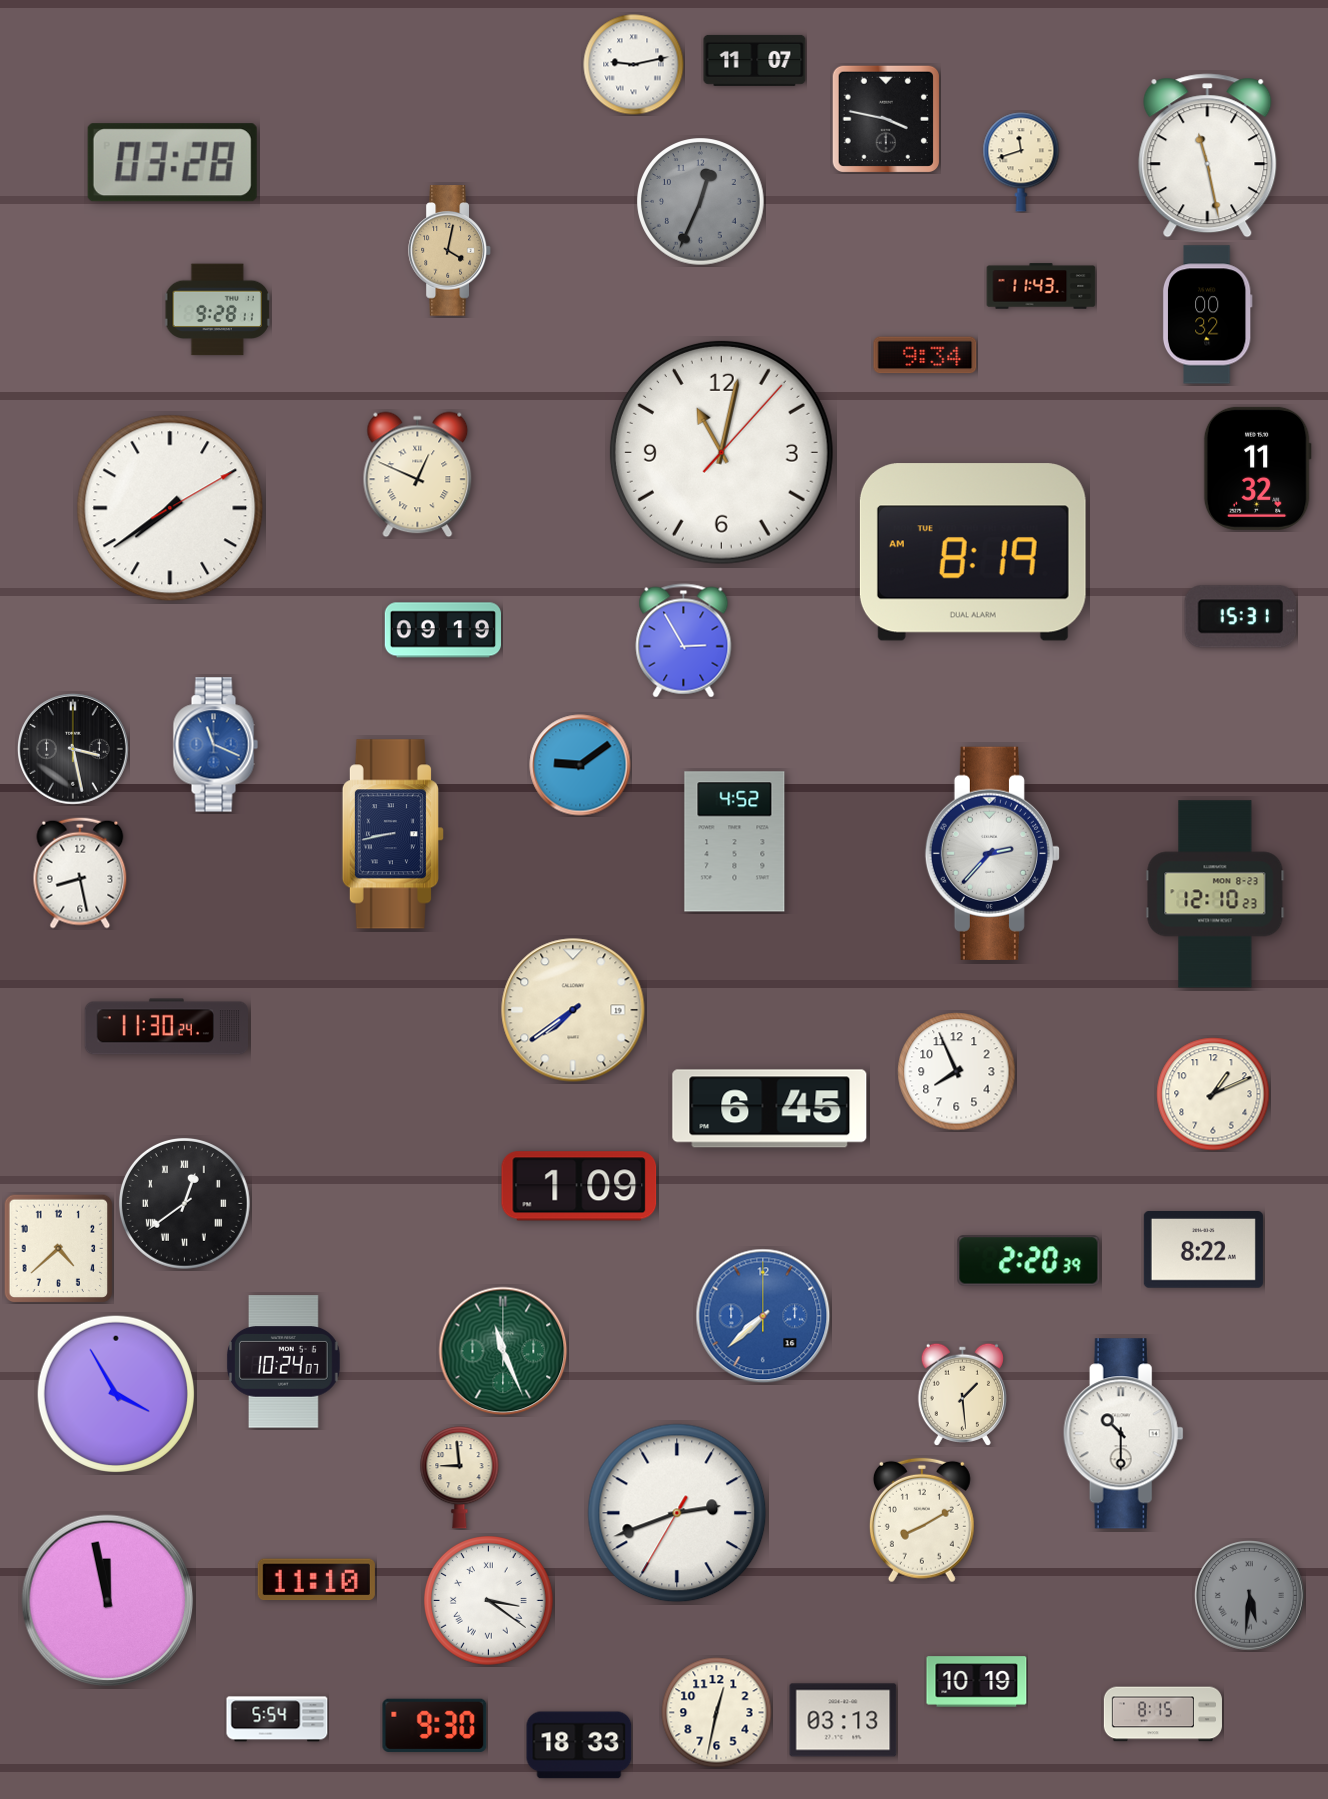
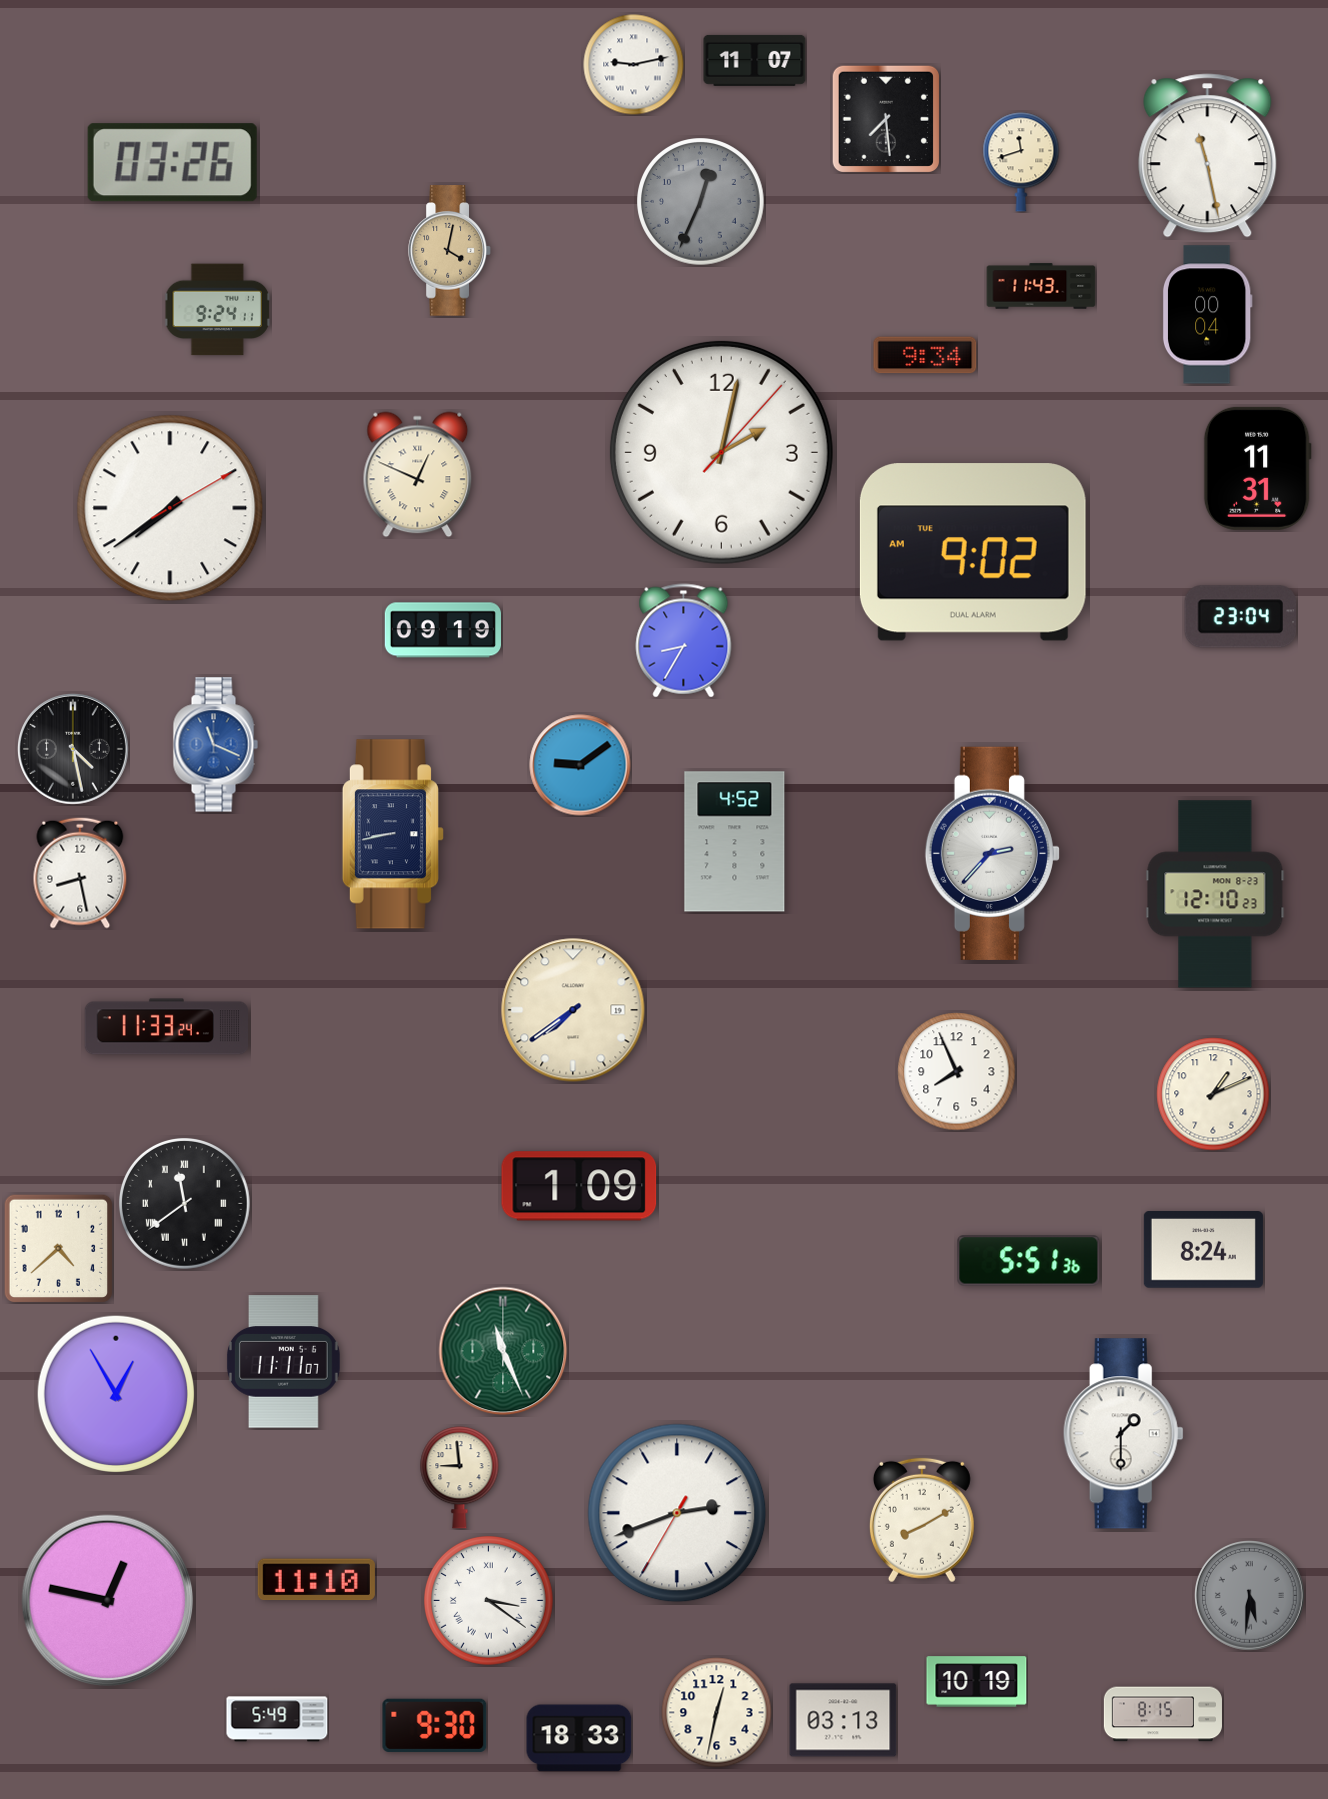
clock at (885, 118): 3:47 -> 7:29
clock at (172, 163): 03:28 -> 03:26
clock at (217, 310): 9:28 -> 9:24
clock at (1207, 315): 00:32 -> 00:04
clock at (721, 452): 11:02 -> 2:02
clock at (1257, 468): 11:32 -> 11:31
clock at (973, 552): 8:19 -> 9:02
clock at (1241, 617): 15:31 -> 23:04
clock at (684, 641): 2:55 -> 8:35
clock at (73, 749): 3:28 -> 4:28
clock at (166, 1027): 11:30 -> 11:33
clock at (770, 1109): 6:45 -> none
clock at (184, 1203): 12:39 -> 11:39
clock at (1203, 1250): 8:22 -> 8:24
clock at (1029, 1261): 2:20 -> 5:51
clock at (763, 1316): 7:38 -> none
clock at (283, 1362): 10:24 -> 11:11
clock at (116, 1394): 3:55 -> 12:55
clock at (962, 1394): 1:29 -> none
clock at (1123, 1434): 10:30 -> 1:30
clock at (108, 1601): 11:58 -> 12:47
clock at (277, 1719): 5:54 -> 5:49
clock at (579, 1745) position: (579, 1745) -> (579, 1738)
